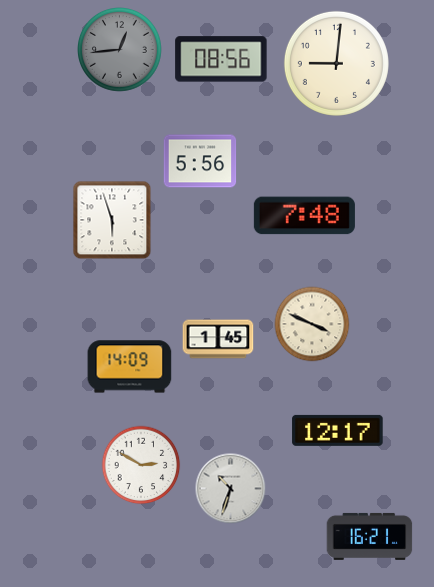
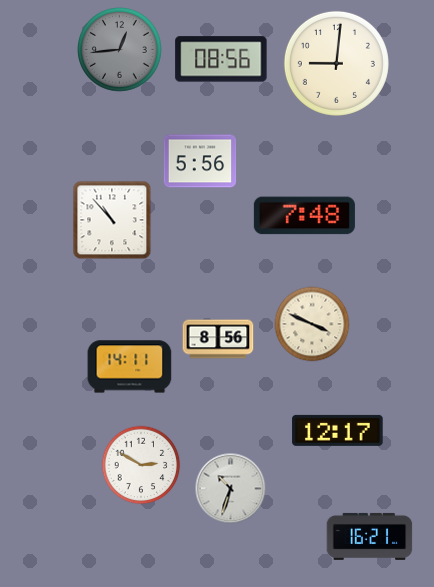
clock at (112, 220): 5:57 -> 10:53
clock at (218, 339): 1:45 -> 8:56
clock at (130, 367): 14:09 -> 14:11
